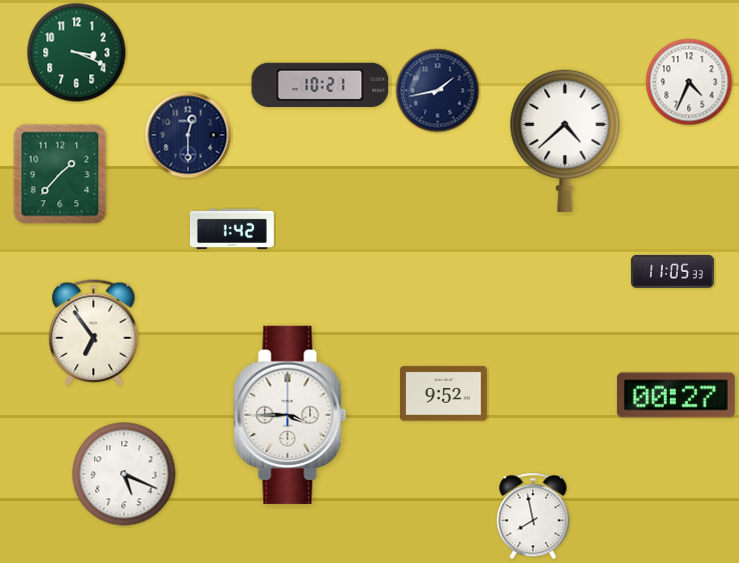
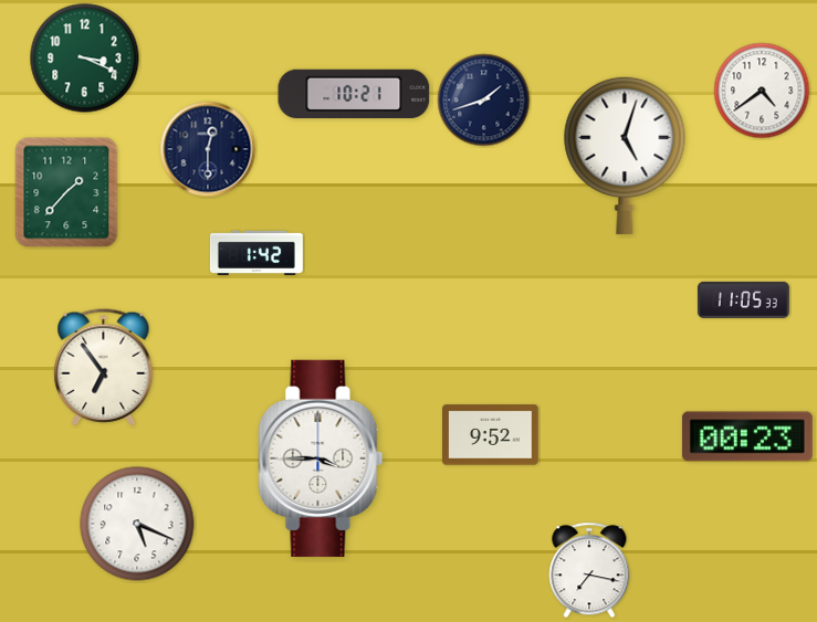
clock at (689, 82): 4:34 -> 4:39
clock at (438, 91): 1:43 -> 1:42
clock at (565, 141): 4:38 -> 5:03
clock at (676, 395): 00:27 -> 00:23
clock at (533, 516): 7:58 -> 7:17
